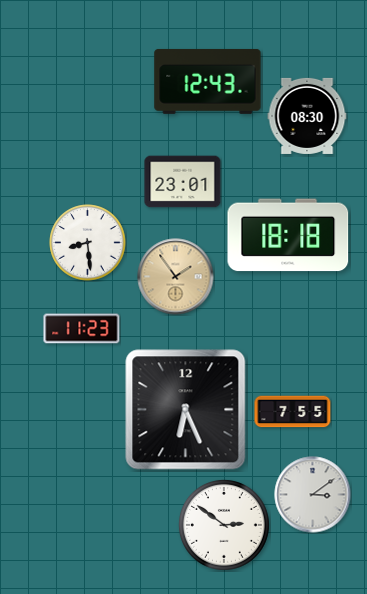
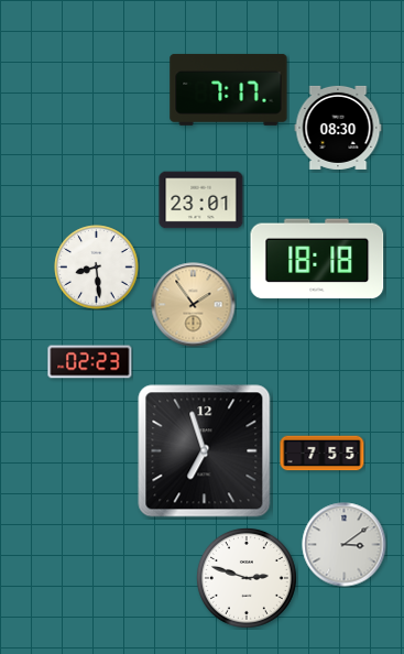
clock at (208, 81): 12:43 -> 7:17
clock at (82, 329): 11:23 -> 02:23
clock at (186, 410): 6:26 -> 6:57
clock at (224, 525): 2:51 -> 2:48
